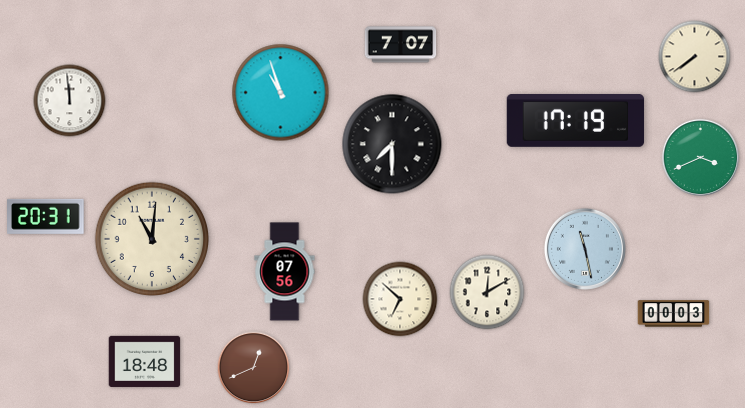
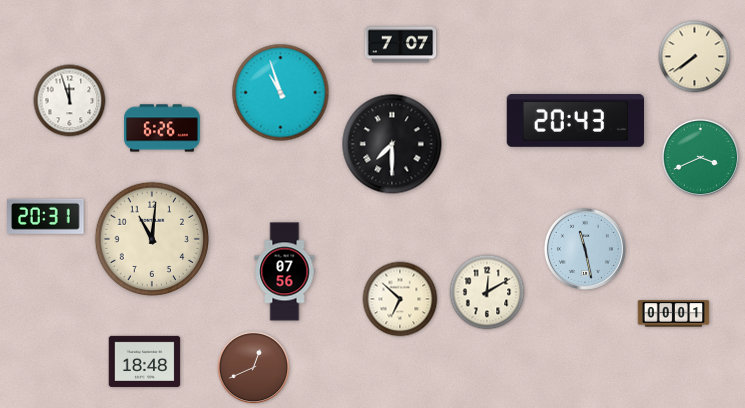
clock at (70, 101): 11:59 -> 11:57
clock at (576, 120): 17:19 -> 20:43
clock at (162, 128): none -> 6:26
clock at (674, 314): 00:03 -> 00:01
